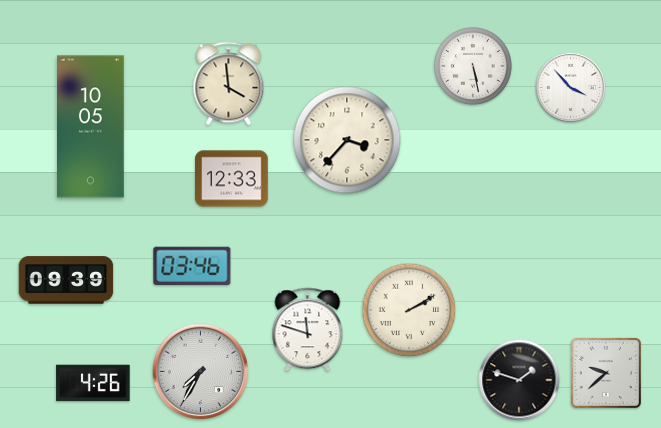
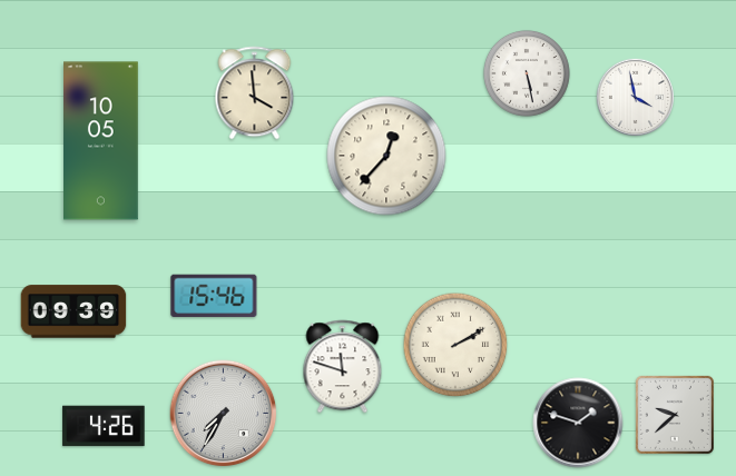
clock at (570, 87): 3:53 -> 3:58
clock at (347, 140): 3:37 -> 12:37
clock at (232, 179): 12:33 -> none
clock at (192, 266): 03:46 -> 15:46
